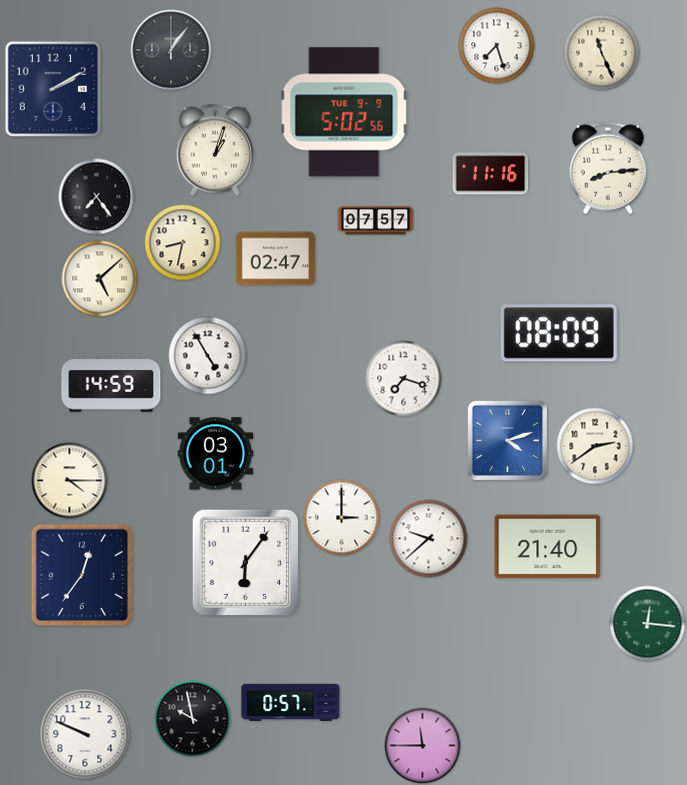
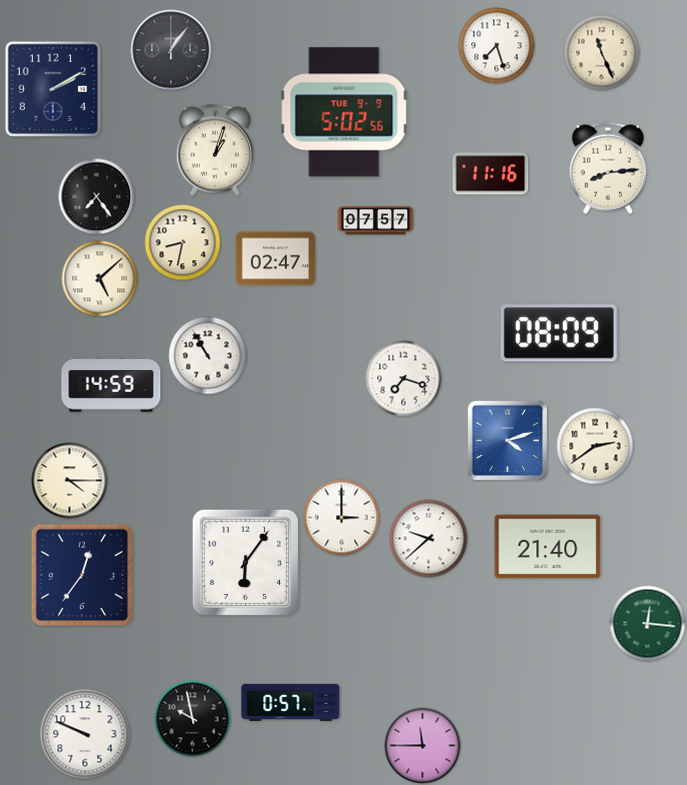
clock at (208, 356): 4:55 -> 10:55
clock at (216, 454): 03:01 -> none
